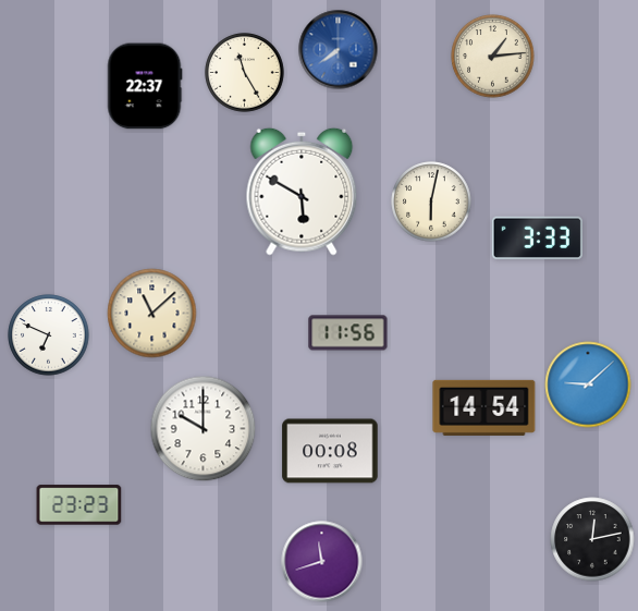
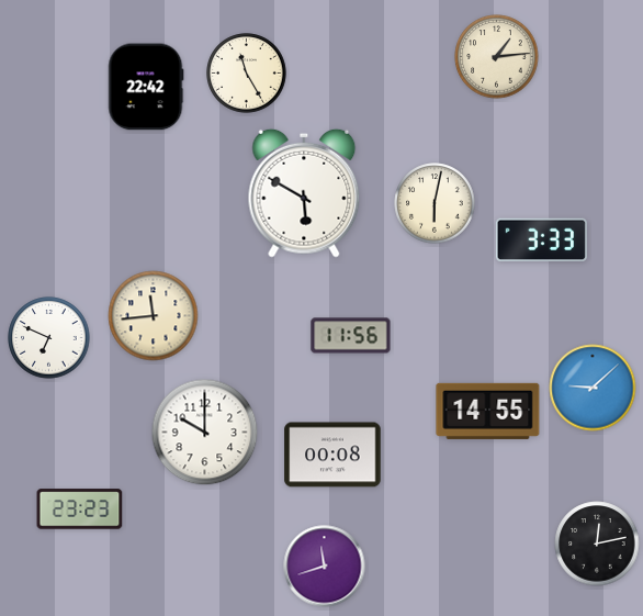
clock at (339, 50): 7:39 -> none
clock at (145, 86): 22:37 -> 22:42
clock at (152, 314): 11:08 -> 11:44
clock at (484, 407): 14:54 -> 14:55
